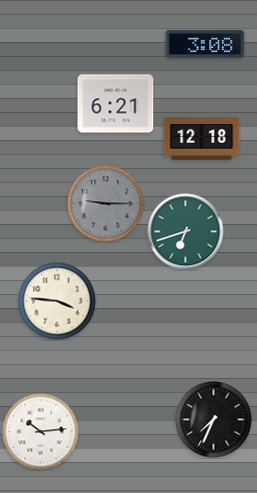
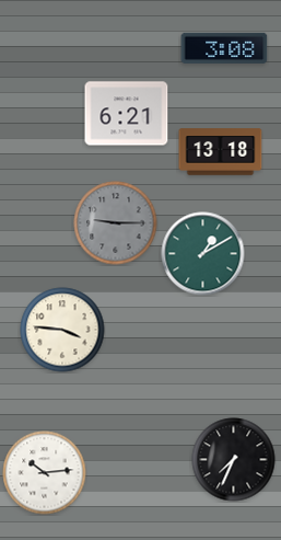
clock at (202, 139): 12:18 -> 13:18
clock at (186, 232): 6:42 -> 1:10
